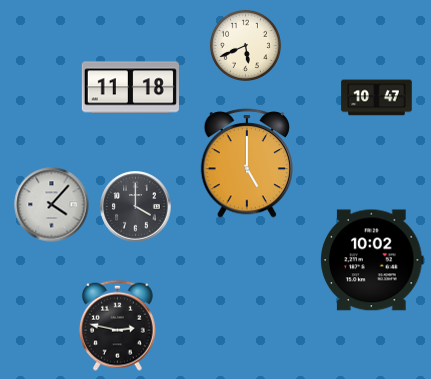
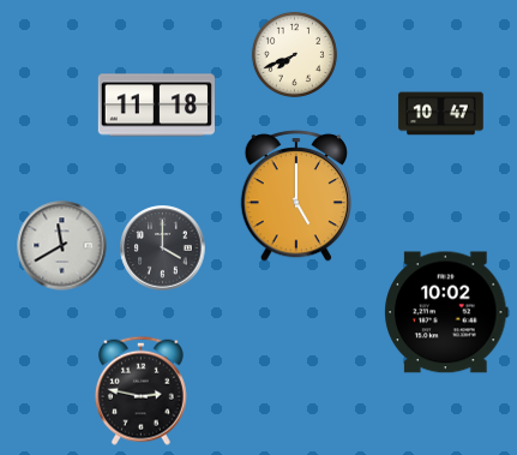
clock at (245, 45): 5:41 -> 7:41
clock at (377, 98) position: (377, 98) -> (441, 114)
clock at (52, 205): 4:07 -> 11:40
